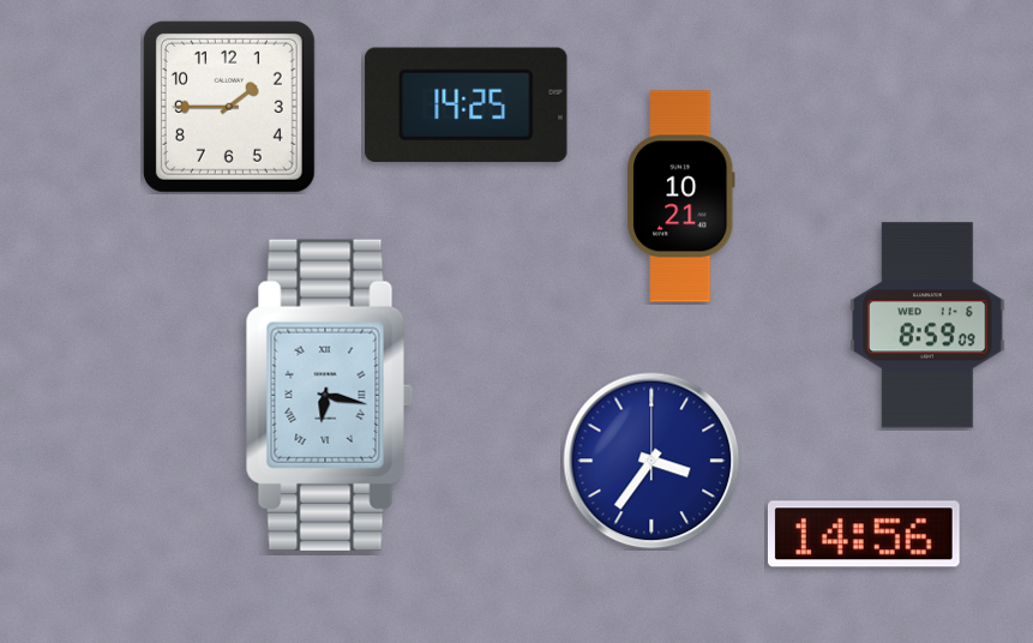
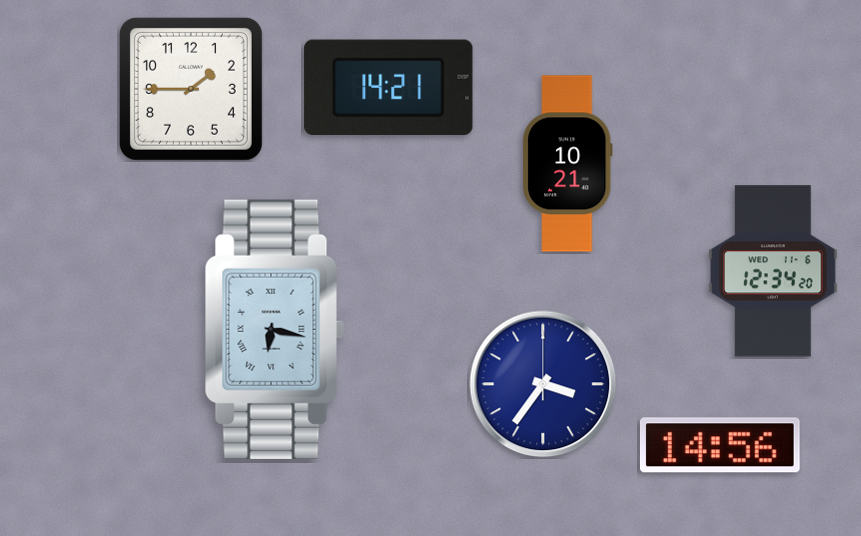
clock at (467, 104): 14:25 -> 14:21
clock at (927, 325): 8:59 -> 12:34
